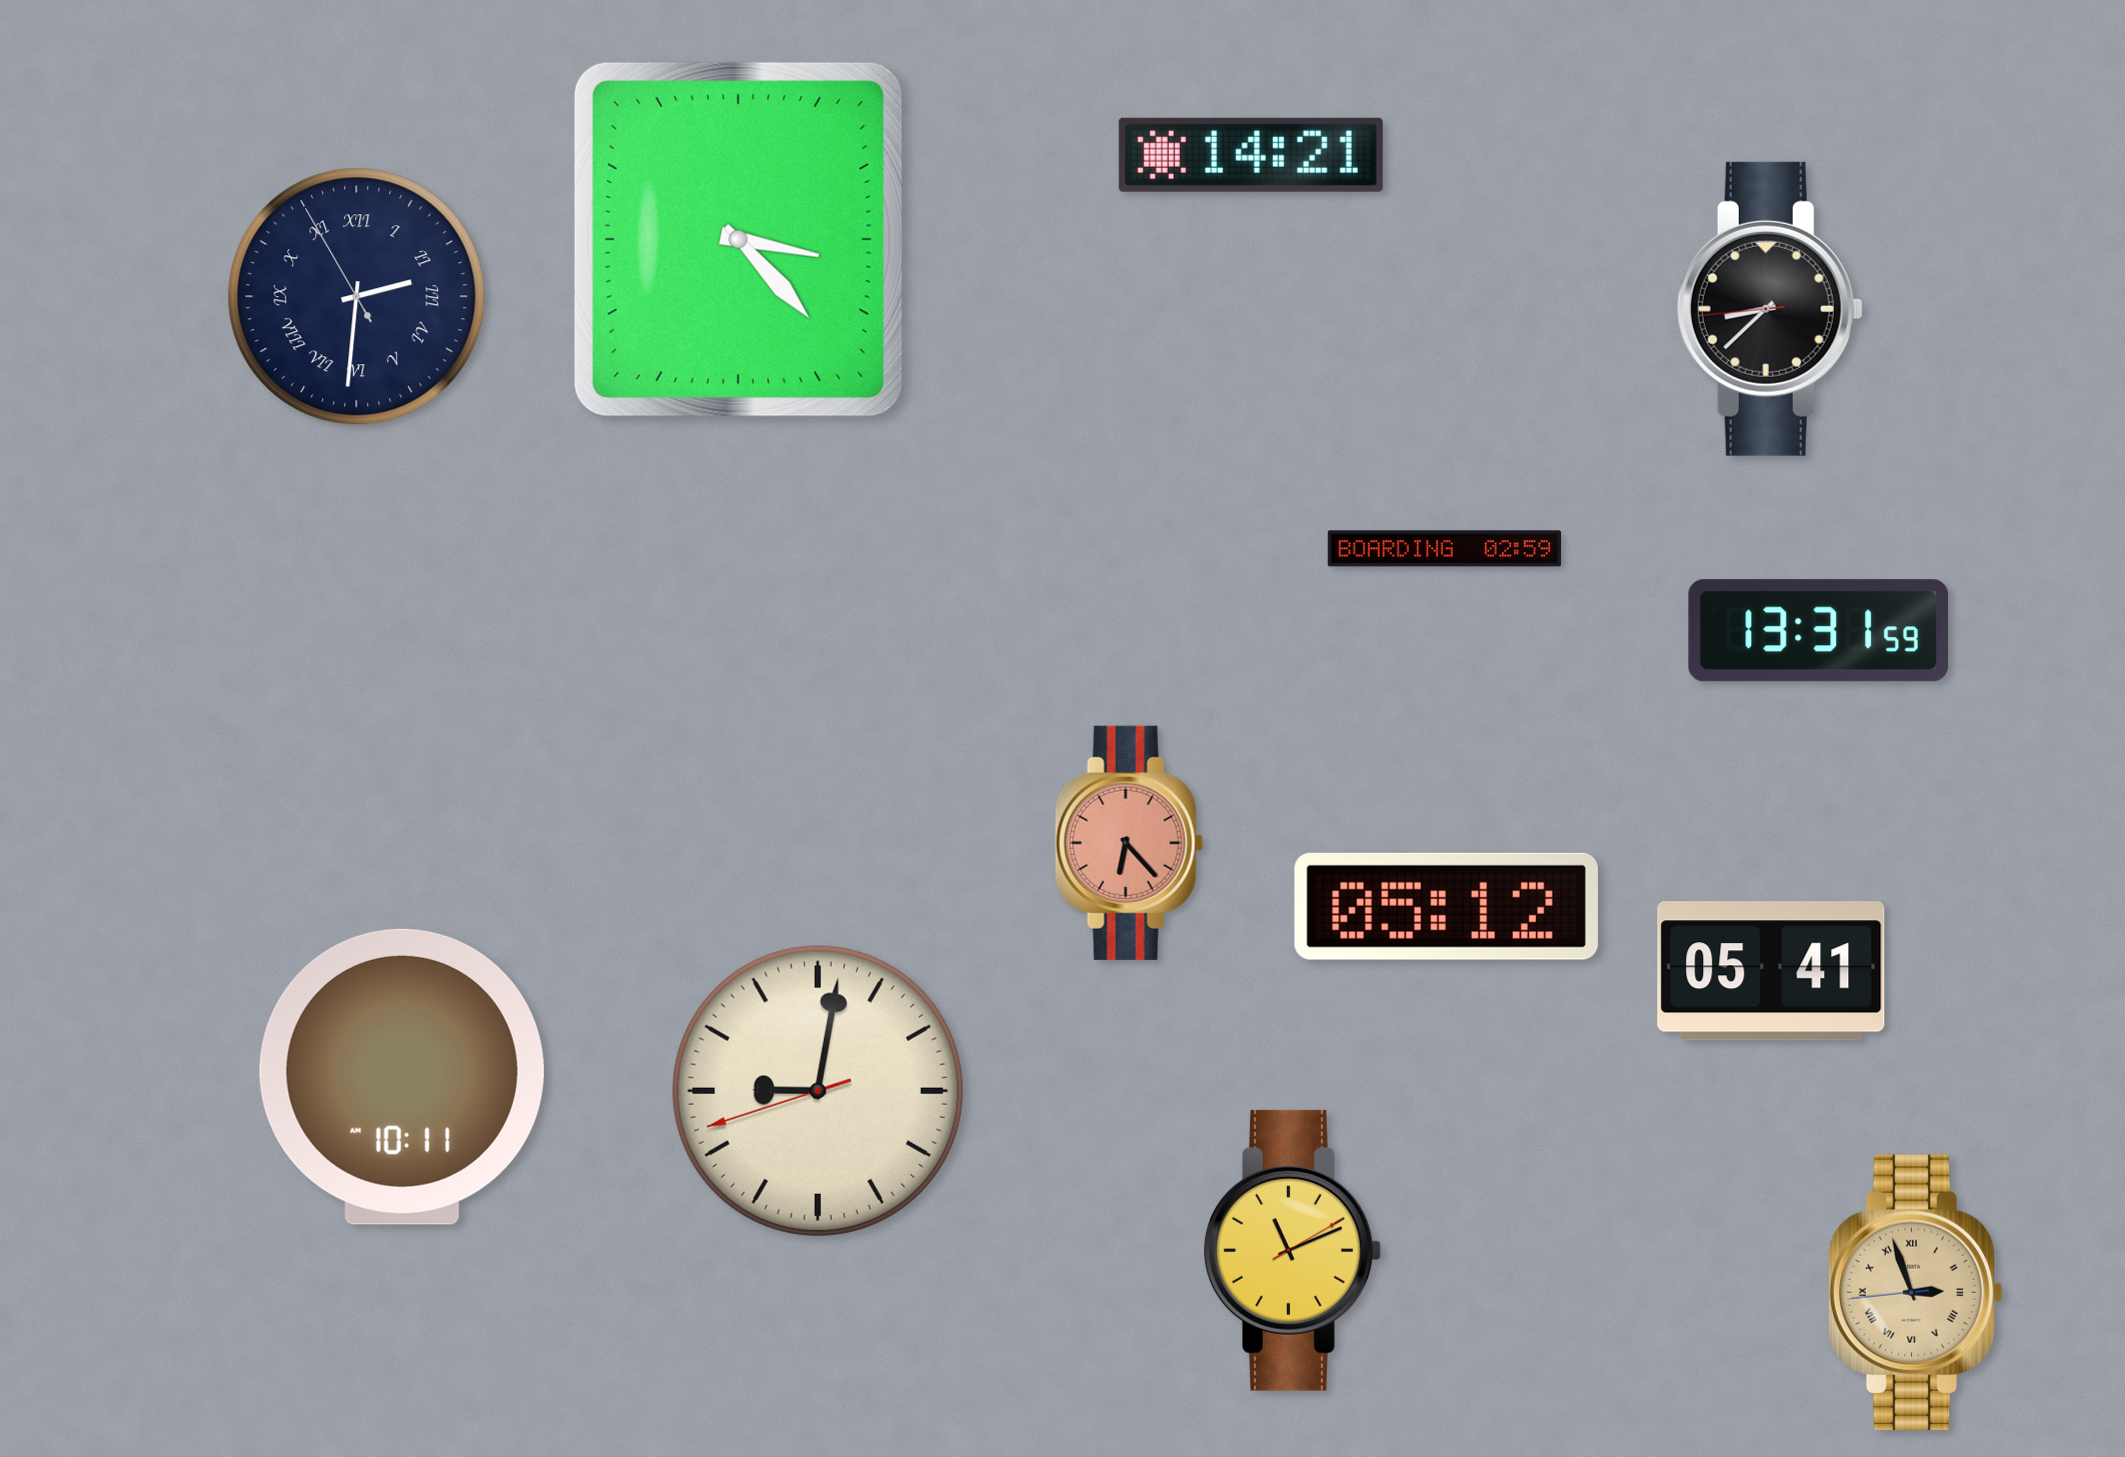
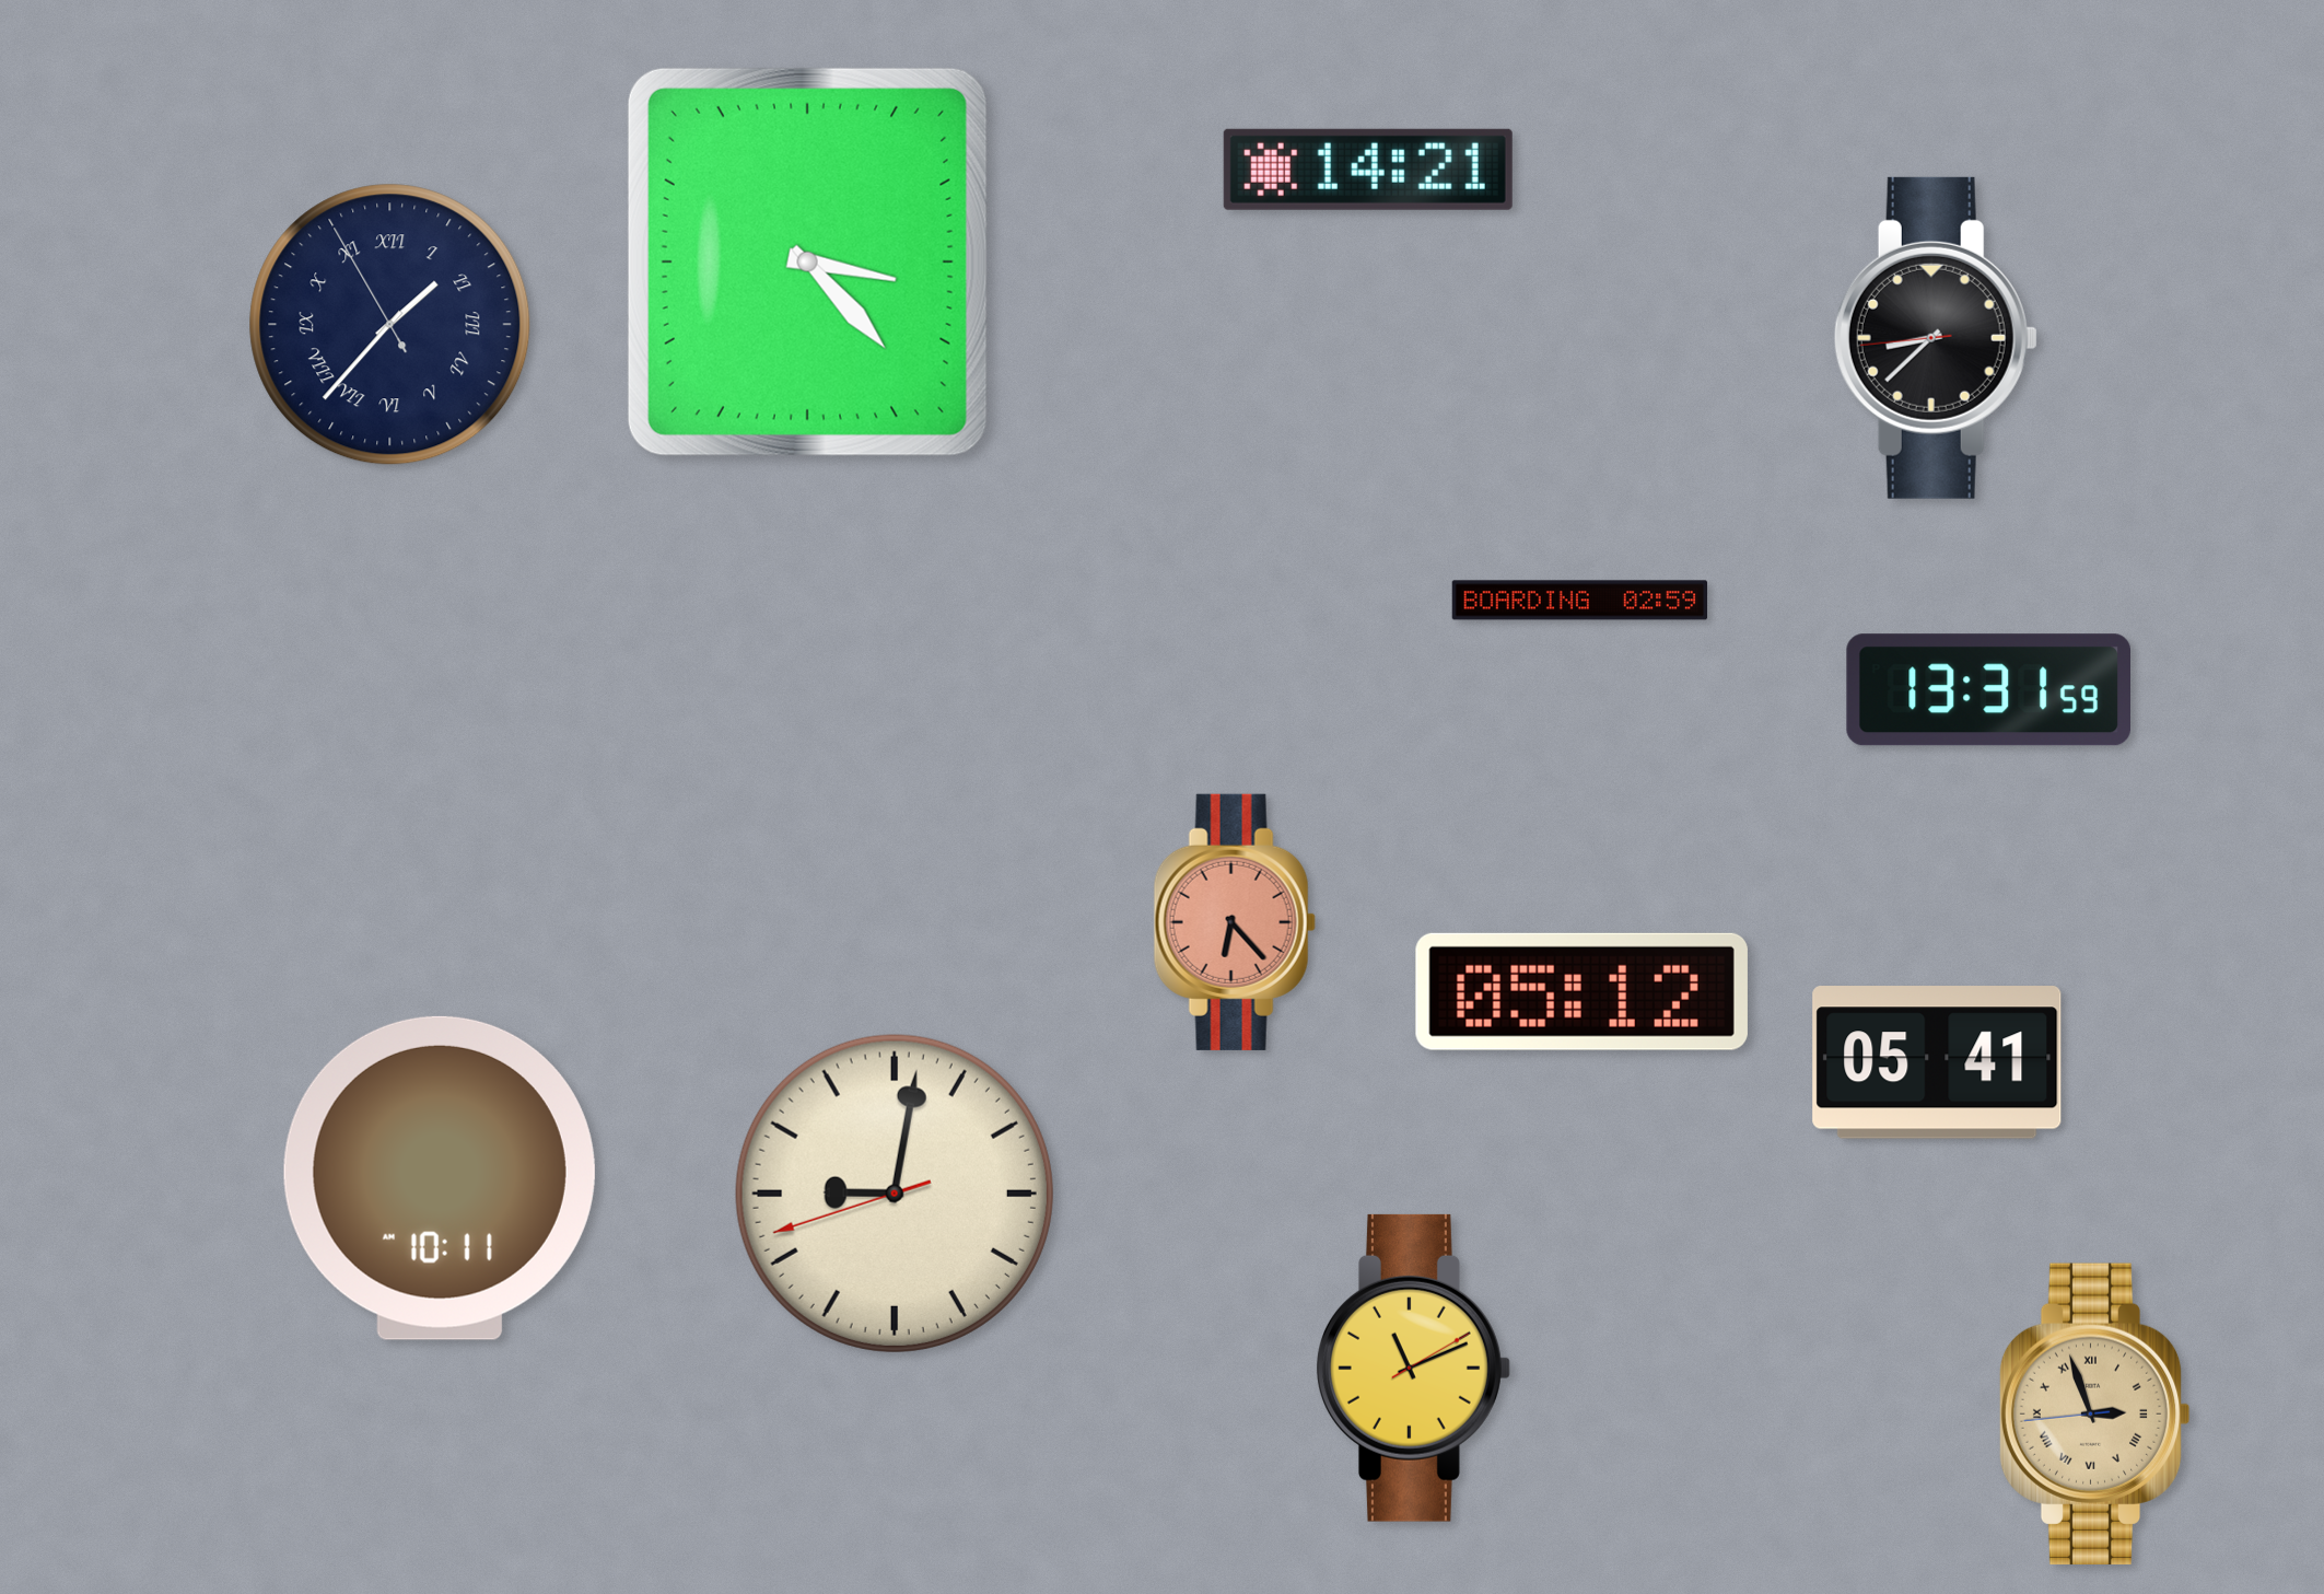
clock at (357, 297): 2:30 -> 1:36
